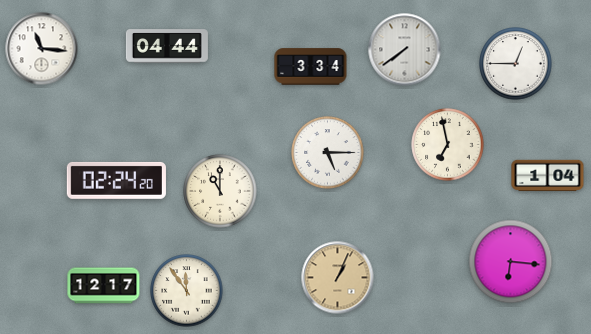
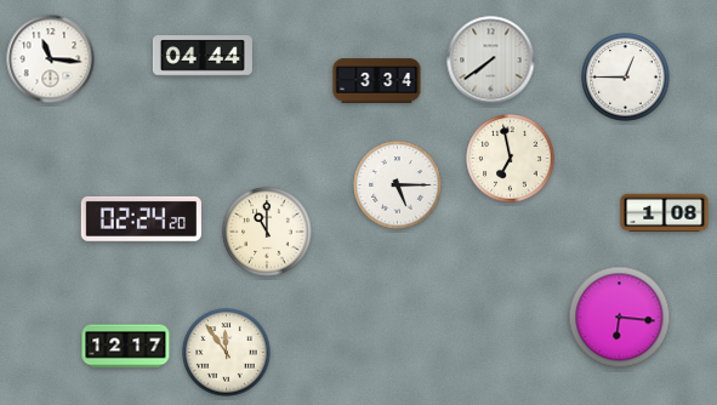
clock at (448, 145) position: (448, 145) -> (511, 159)
clock at (548, 176): 1:04 -> 1:08
clock at (338, 278): 1:04 -> none
